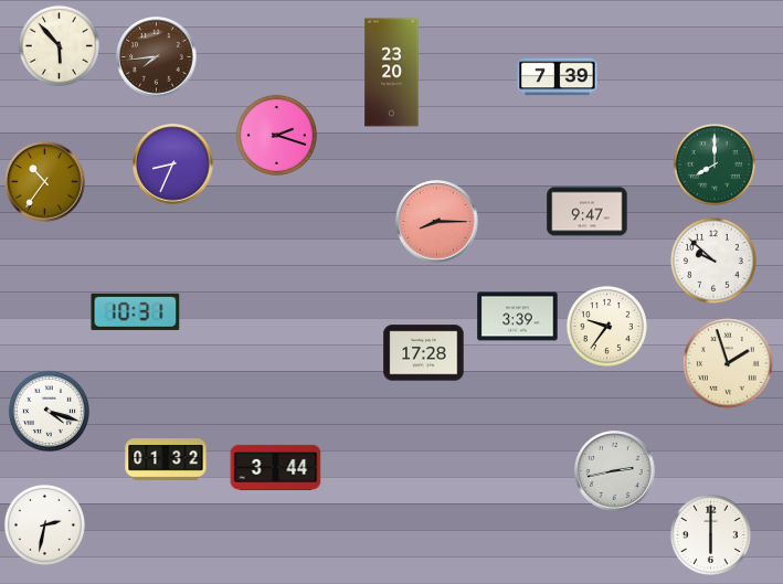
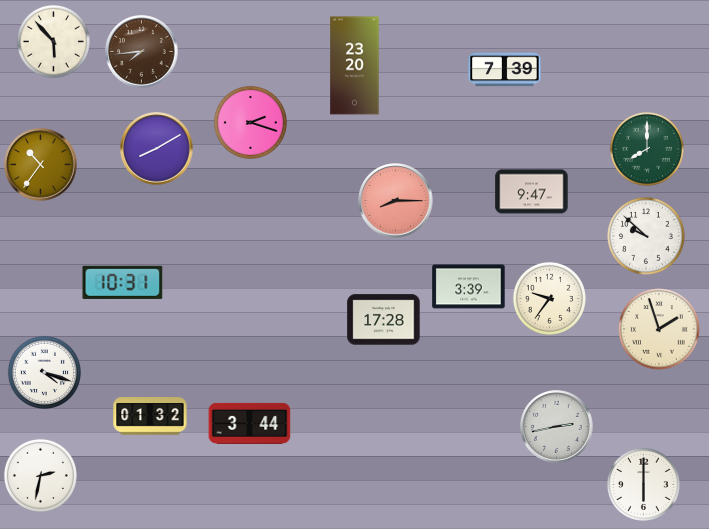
clock at (173, 164): 8:34 -> 8:10
clock at (606, 326) position: (606, 326) -> (549, 298)
